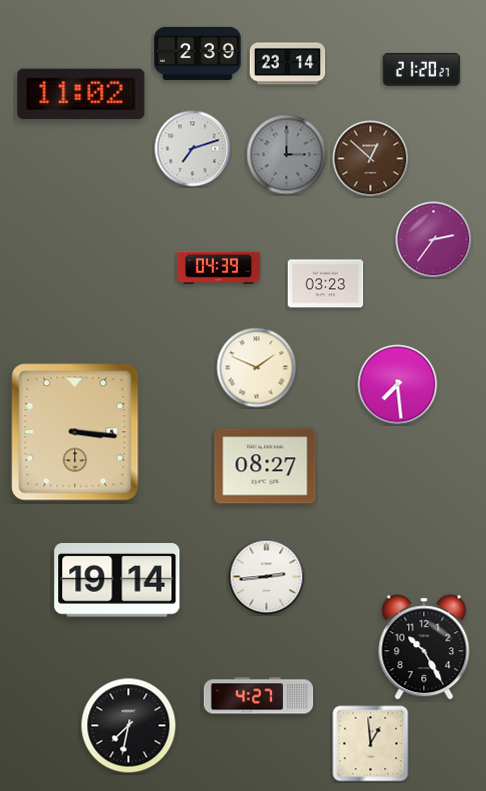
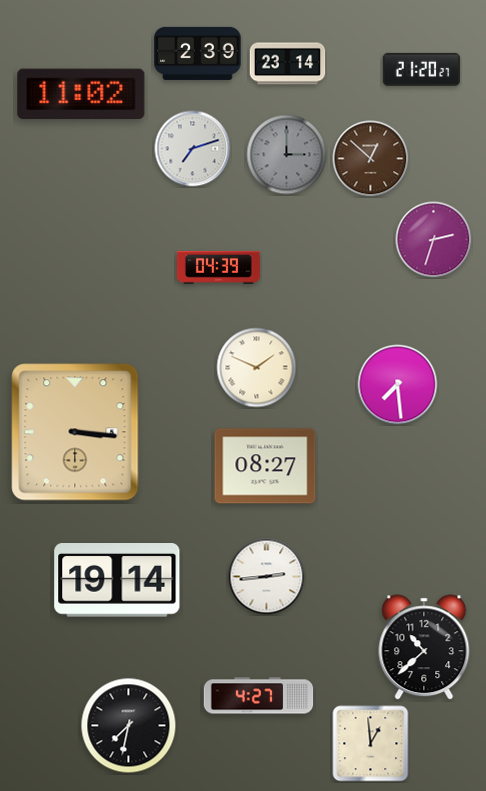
clock at (434, 240): 2:36 -> 2:33
clock at (326, 284): 03:23 -> none
clock at (424, 647): 10:25 -> 10:38
